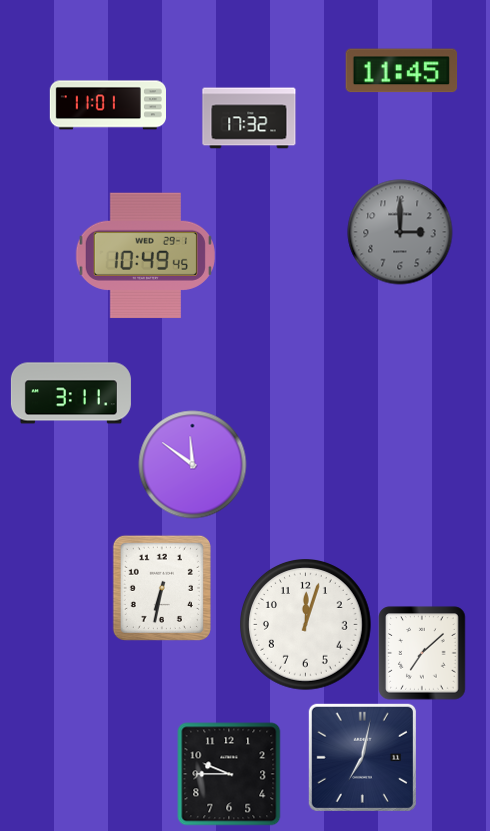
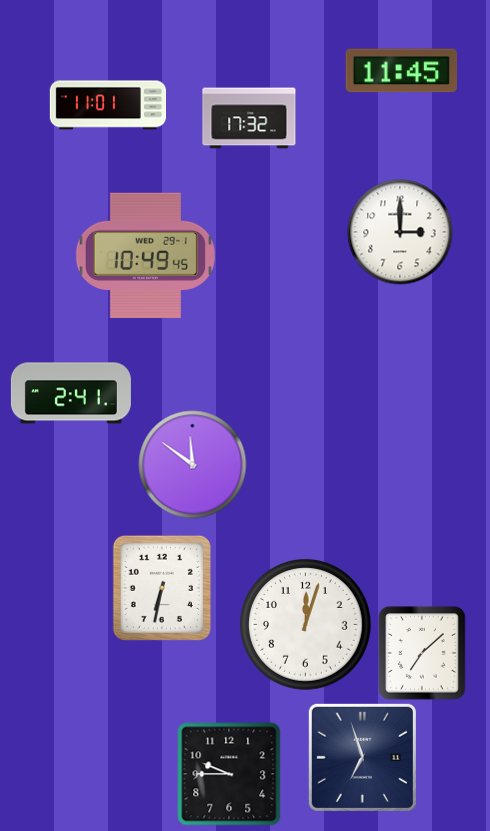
clock at (400, 232) dial: grey -> white
clock at (71, 393): 3:11 -> 2:41
clock at (362, 757): 7:02 -> 6:57
